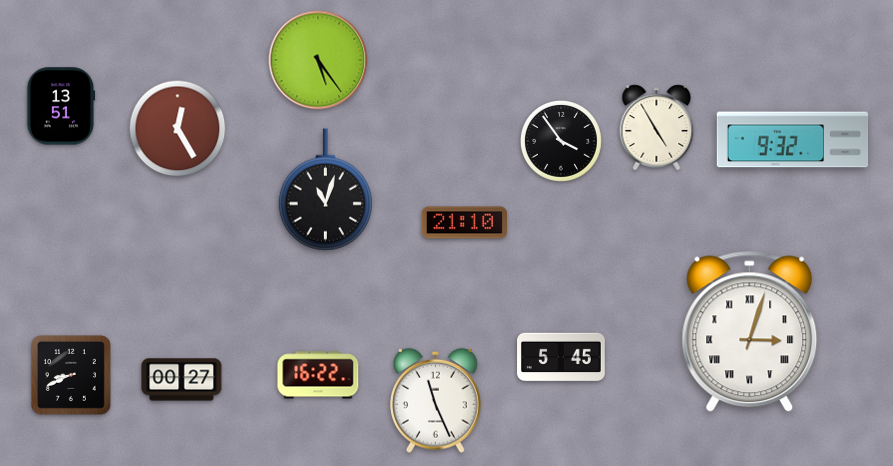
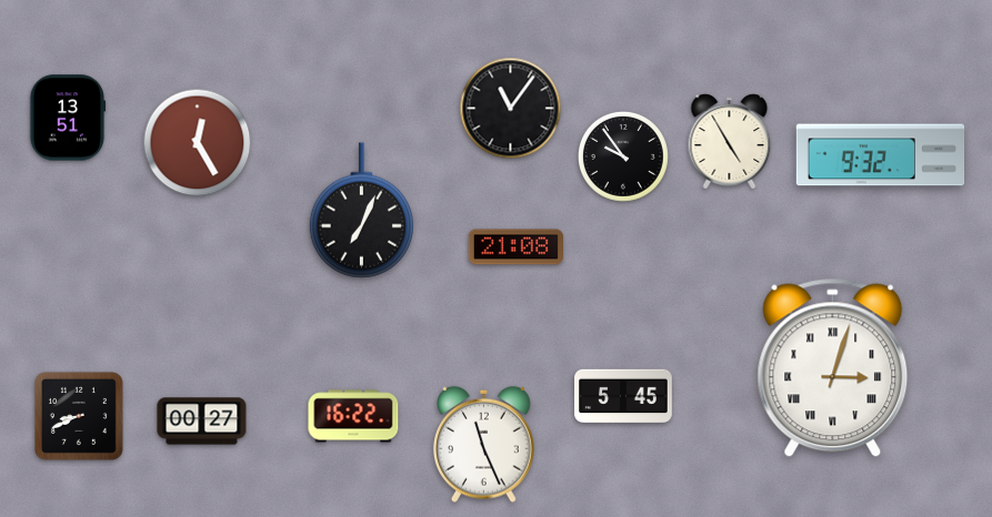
clock at (318, 60): 5:24 -> none
clock at (511, 109): none -> 11:06
clock at (561, 141): 3:54 -> 9:54
clock at (325, 190): 11:03 -> 7:04
clock at (464, 223): 21:10 -> 21:08
